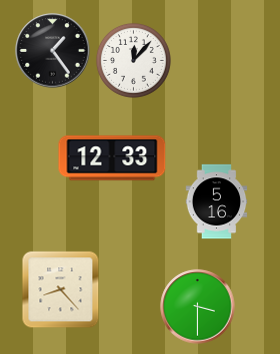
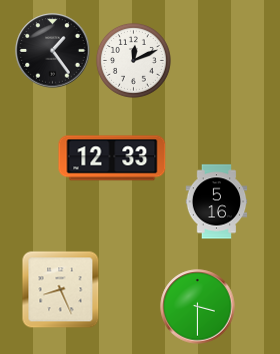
clock at (133, 60): 12:07 -> 12:11
clock at (61, 290): 8:23 -> 8:26
